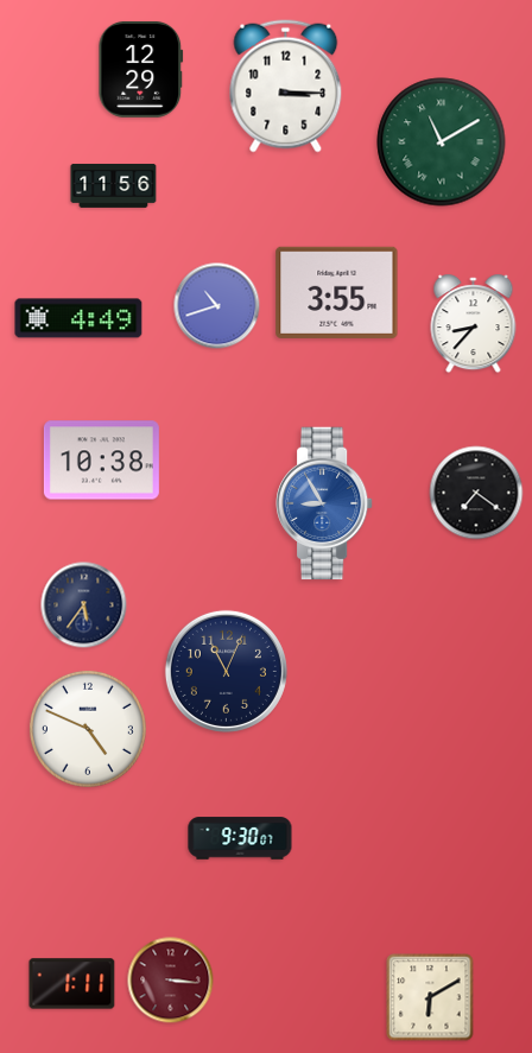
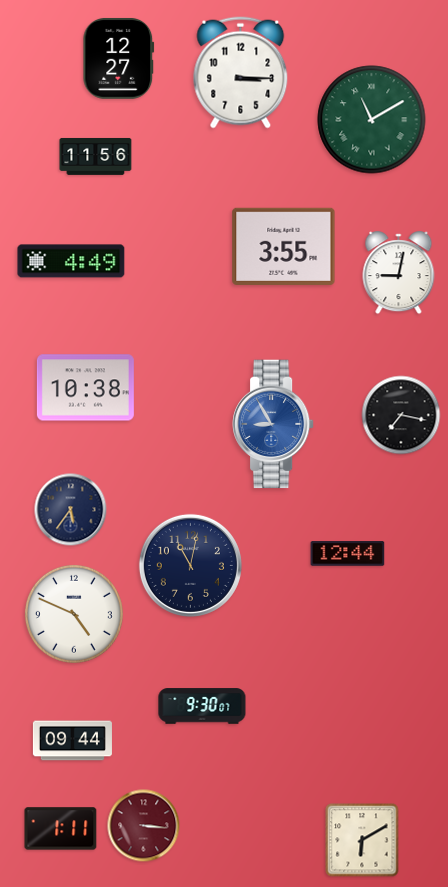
clock at (141, 69): 12:29 -> 12:27
clock at (217, 306): 10:42 -> none
clock at (78, 318) position: (78, 318) -> (71, 261)
clock at (474, 324): 8:37 -> 9:02
clock at (476, 493): 7:21 -> 7:17
clock at (348, 554): none -> 12:44
clock at (226, 671): 11:04 -> 11:02
clock at (72, 741): none -> 09:44
